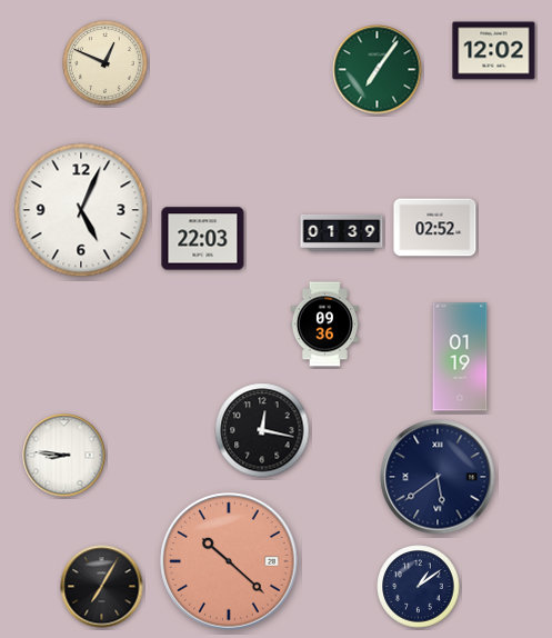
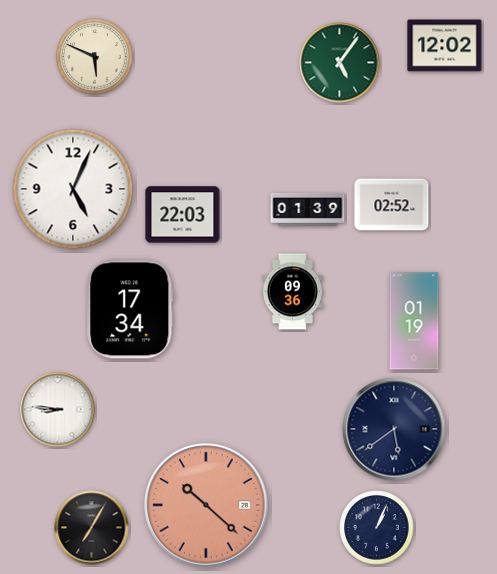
clock at (106, 63): 12:49 -> 5:49
clock at (378, 70): 7:06 -> 5:06
clock at (130, 309): none -> 17:34
clock at (262, 430): 12:17 -> none
clock at (419, 587): 1:09 -> 1:04
